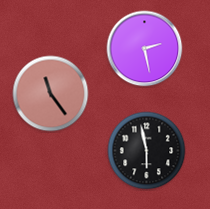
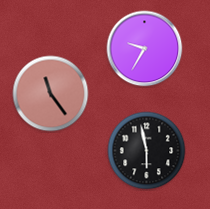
clock at (145, 49): 2:28 -> 9:35
